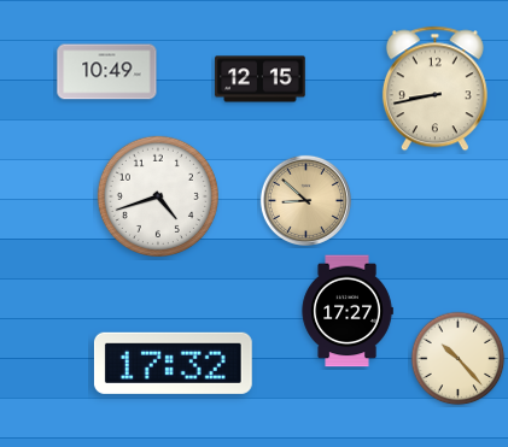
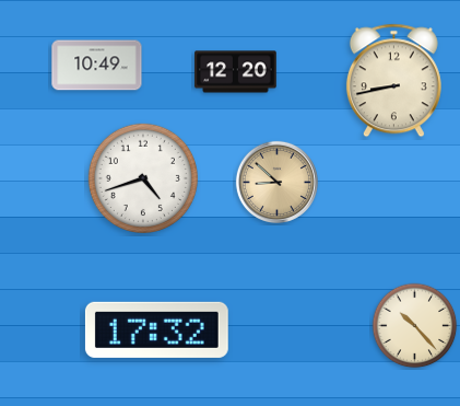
clock at (261, 80): 12:15 -> 12:20
clock at (348, 311): 17:27 -> none
